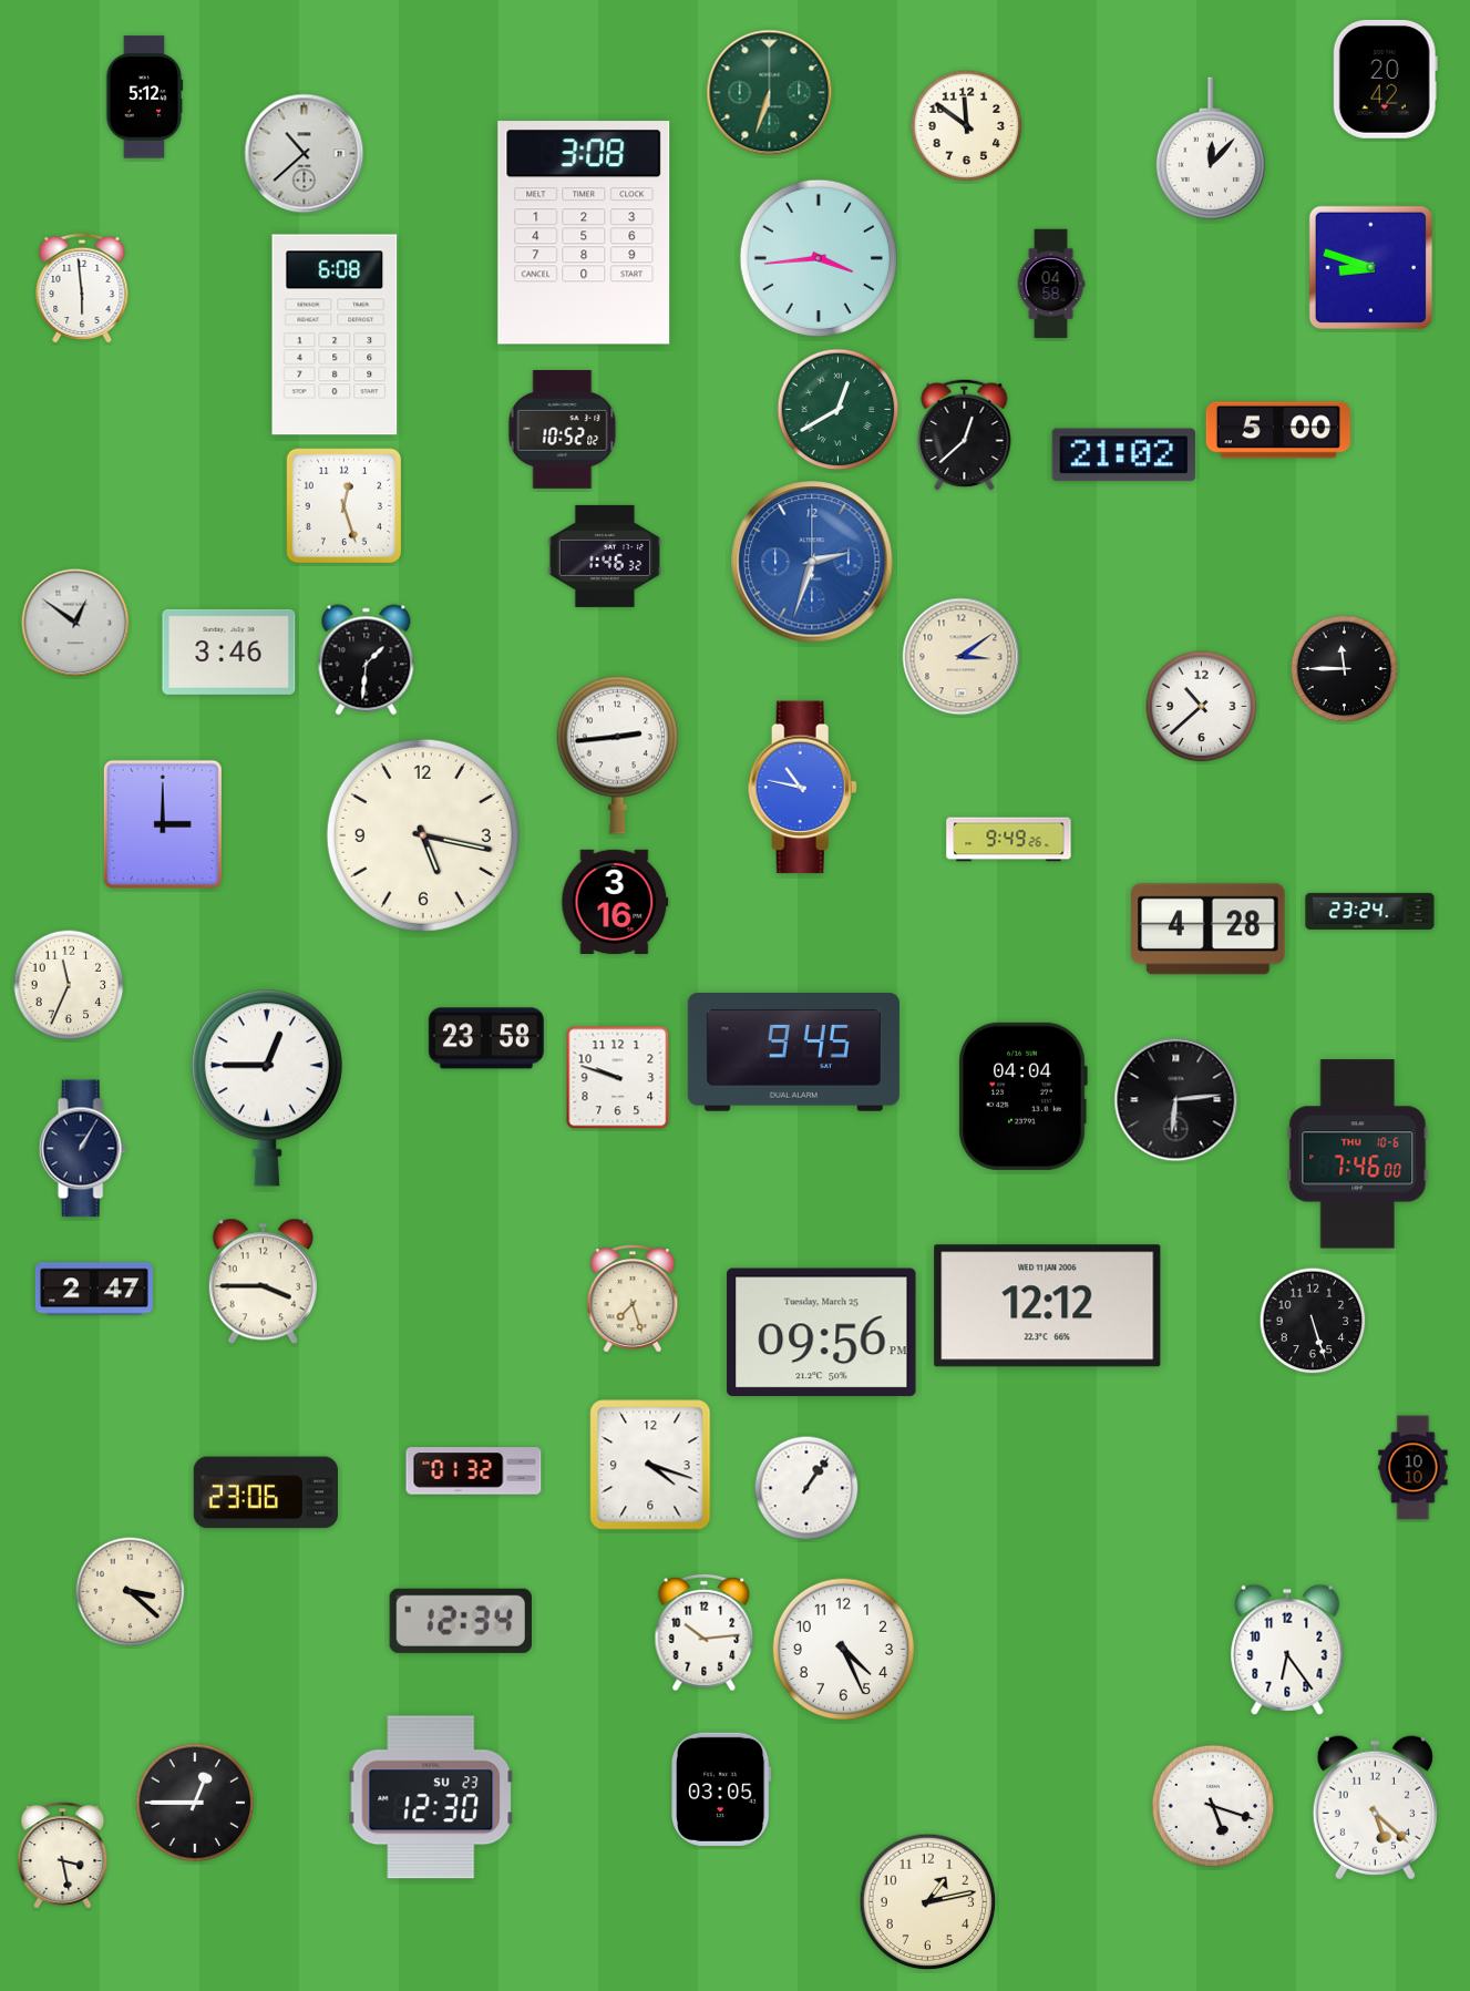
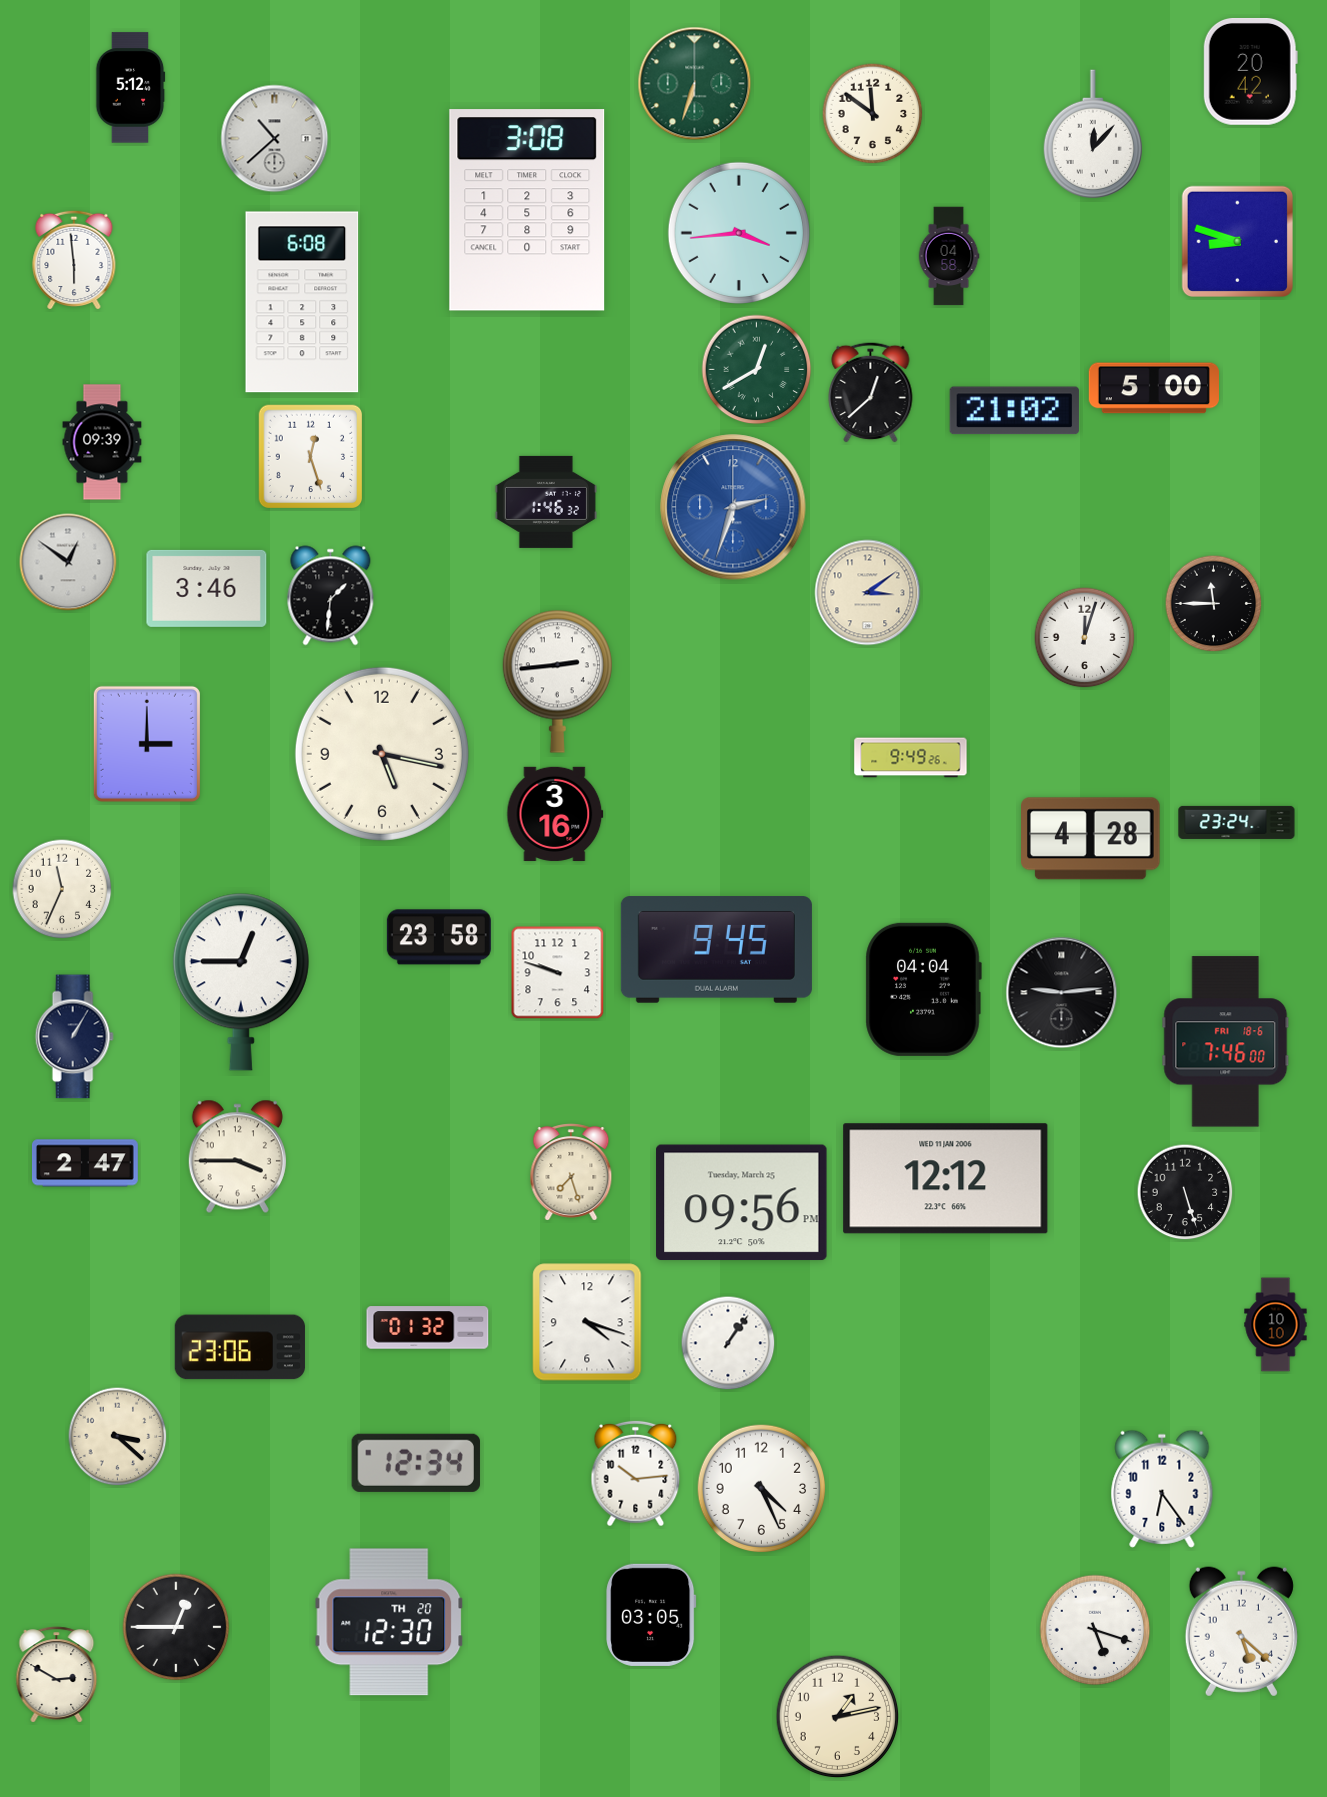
clock at (563, 430): 10:52 -> none
clock at (102, 442): none -> 09:39
clock at (1202, 707): 10:38 -> 12:03
clock at (802, 788): 10:47 -> none
clock at (1176, 1100): 6:14 -> 9:14
clock at (1358, 1154) date: THU 10-6 -> FRI 18-6
clock at (431, 1797) date: SU 23 -> TH 20
clock at (63, 1856): 3:28 -> 2:50
